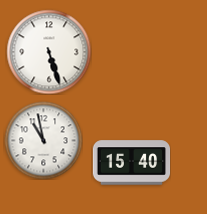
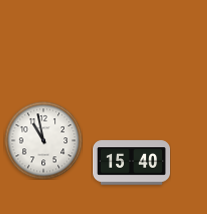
clock at (49, 52): 5:27 -> none
